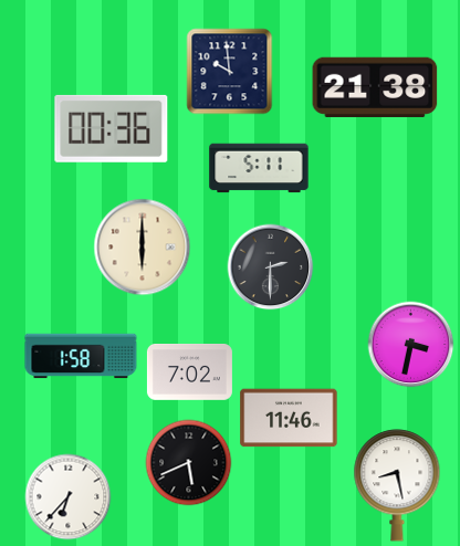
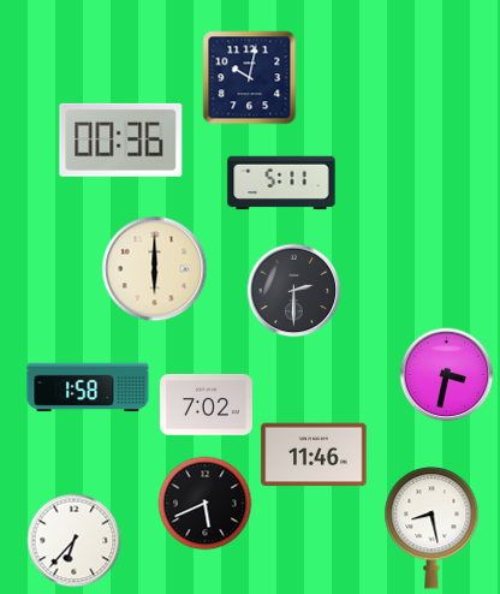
clock at (229, 71): 9:59 -> 10:02
clock at (375, 87): 21:38 -> none
